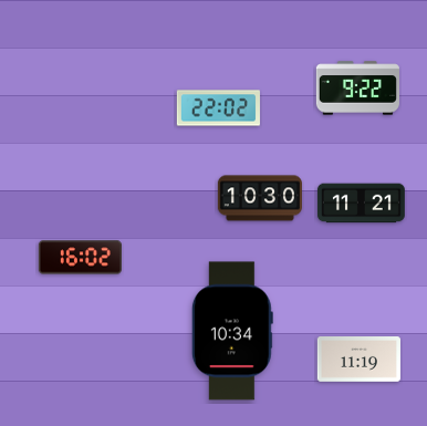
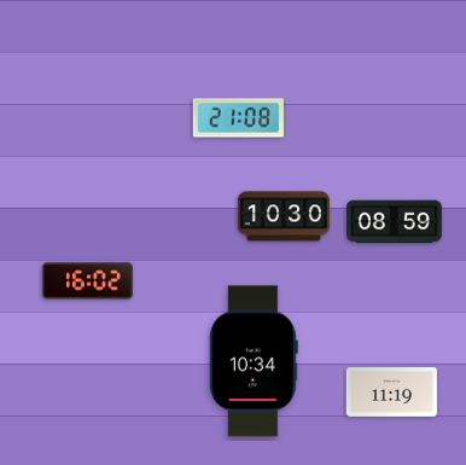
clock at (357, 89): 9:22 -> none
clock at (218, 108): 22:02 -> 21:08
clock at (361, 204): 11:21 -> 08:59
